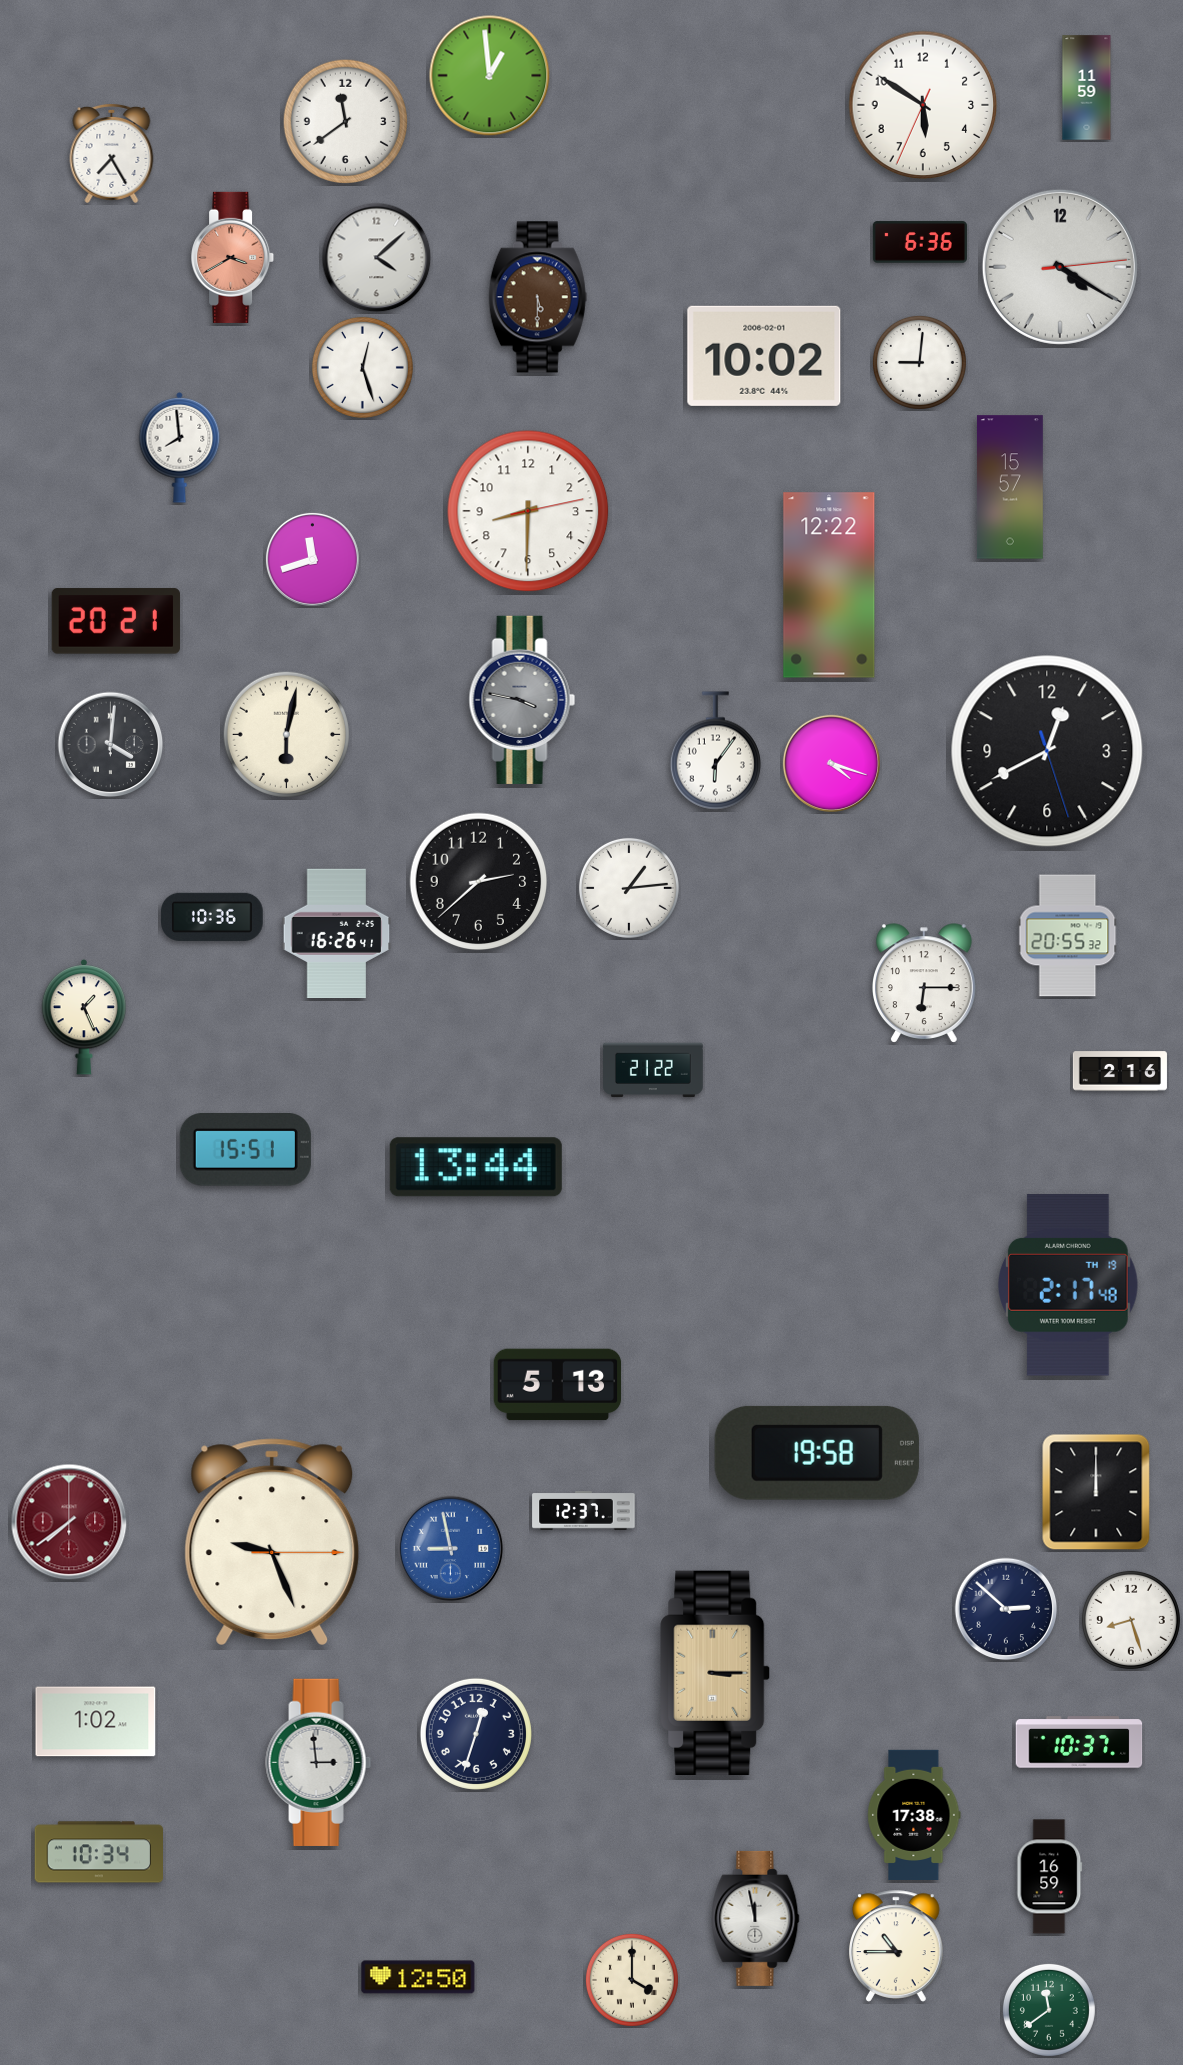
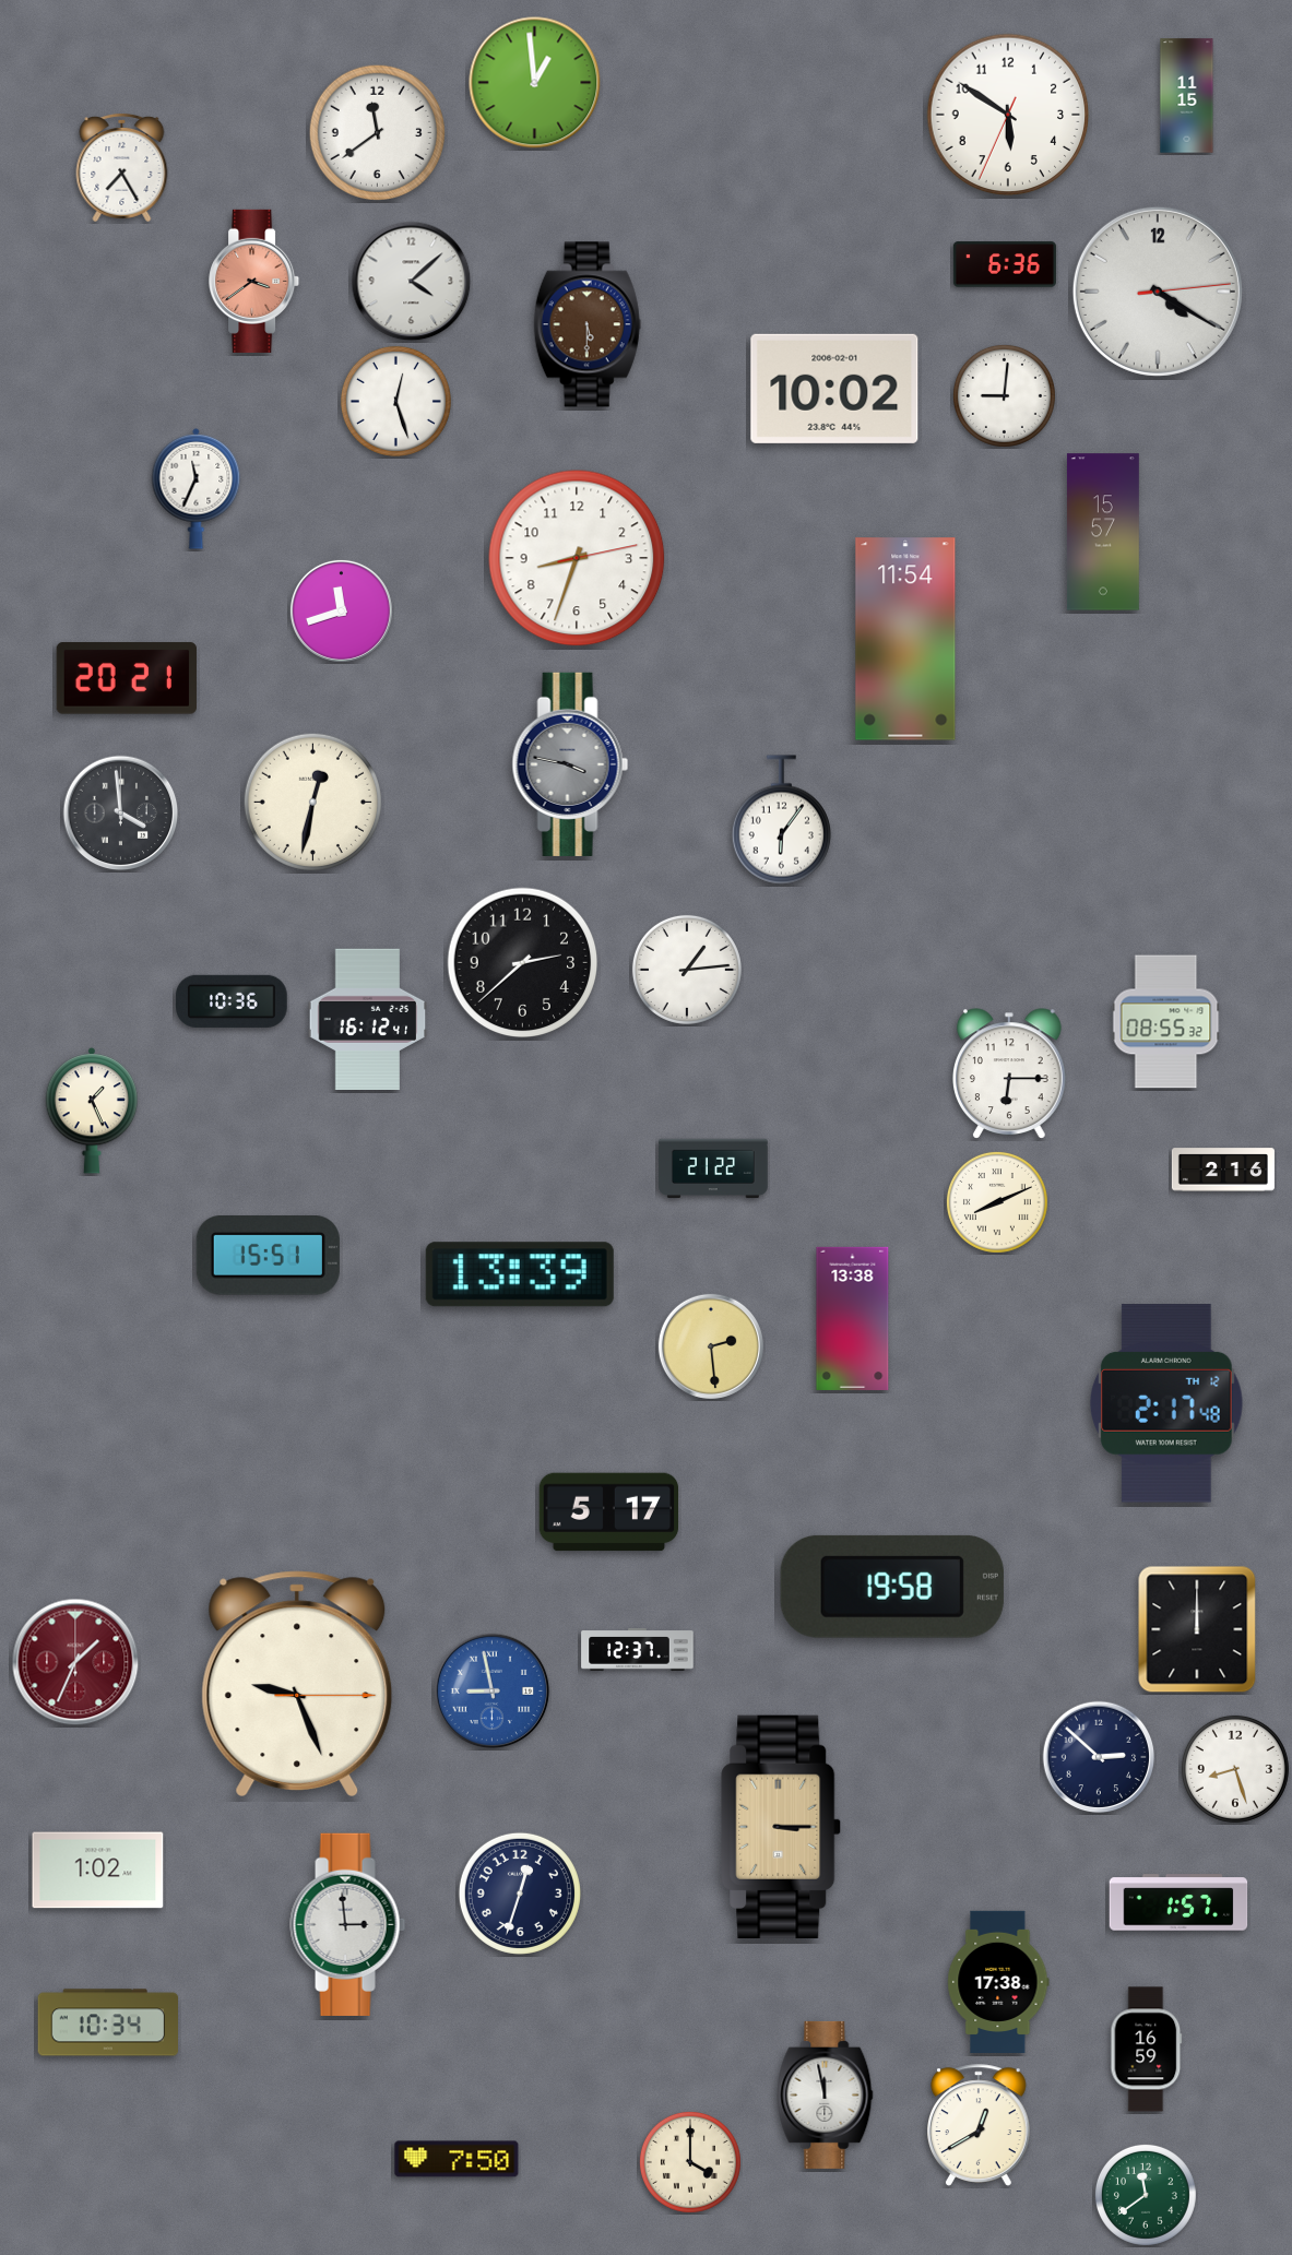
clock at (1087, 88): 11:59 -> 11:15
clock at (233, 257): 3:40 -> 3:39
clock at (180, 447): 7:59 -> 11:34
clock at (528, 511): 8:30 -> 8:33
clock at (829, 585): 12:22 -> 11:54
clock at (286, 734): 6:02 -> 12:32
clock at (111, 745): 4:01 -> 3:59
clock at (1047, 751): 12:40 -> none
clock at (831, 763): 4:18 -> none
clock at (337, 933): 16:26 -> 16:12
clock at (1068, 936): 20:55 -> 08:55
clock at (997, 1202): none -> 8:11
clock at (476, 1167): 13:44 -> 13:39
clock at (853, 1318): none -> 13:38
clock at (711, 1346): none -> 2:29
clock at (1068, 1285) date: TH 19 -> TH 12
clock at (558, 1385): 5:13 -> 5:17
clock at (69, 1522): 7:39 -> 1:34
clock at (96, 1722) position: (96, 1722) -> (98, 1871)
clock at (1079, 1742): 10:37 -> 1:57
clock at (897, 1946): 10:45 -> 12:40
clock at (418, 1977): 12:50 -> 7:50
